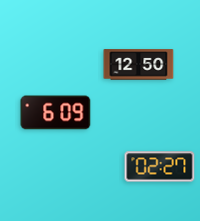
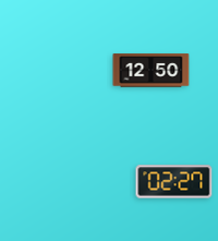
clock at (56, 113): 6:09 -> none
